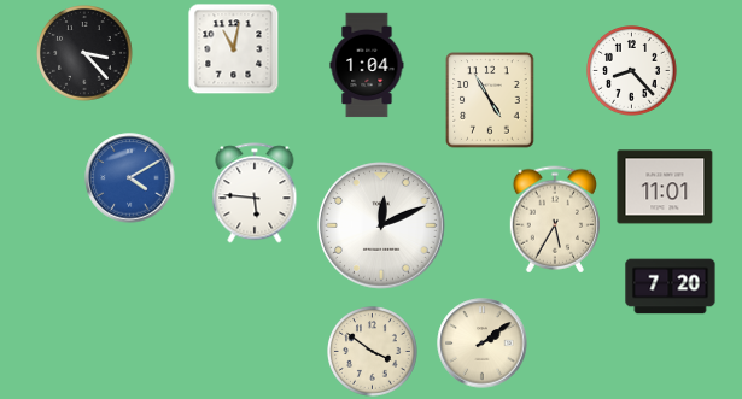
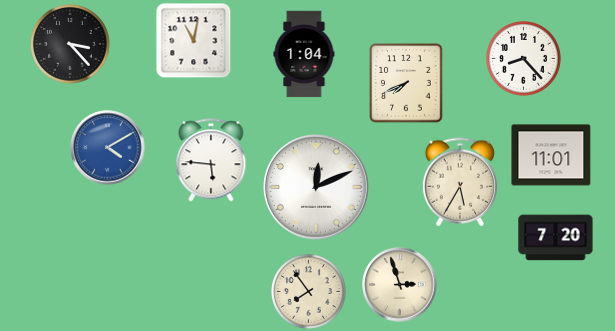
clock at (490, 100): 4:55 -> 7:41
clock at (483, 344): 2:09 -> 2:57
clock at (373, 352): 3:51 -> 7:54
